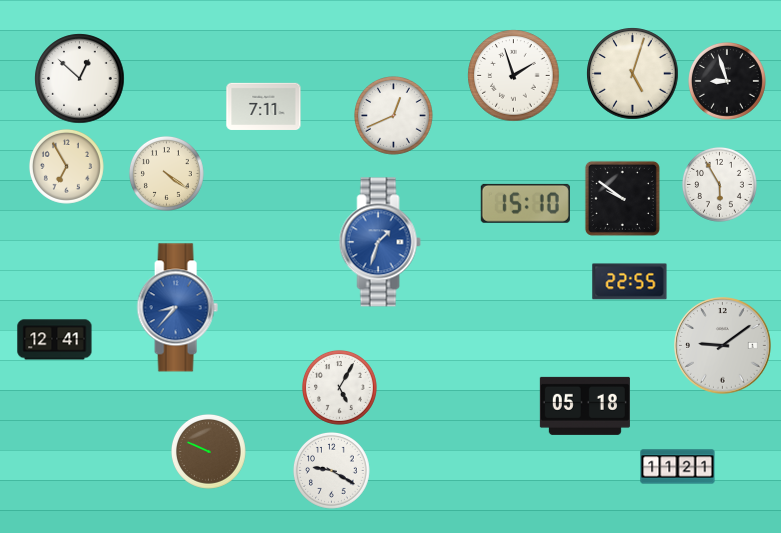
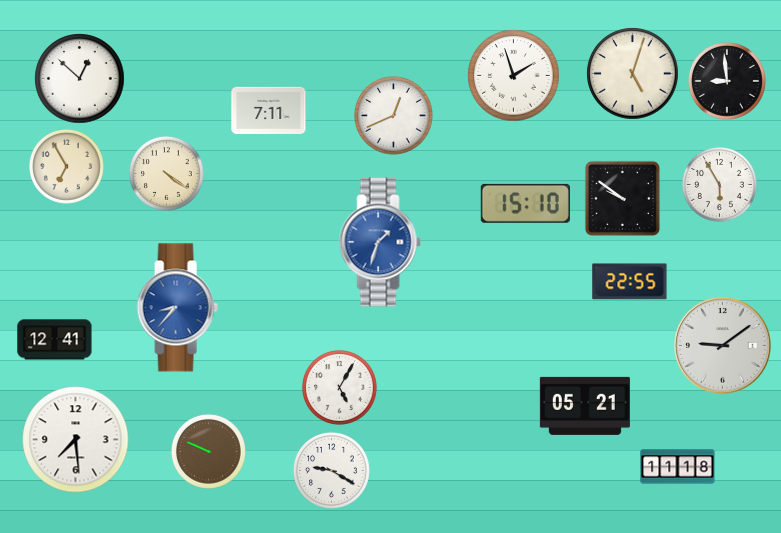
clock at (728, 82): 8:57 -> 8:59
clock at (264, 106) position: (264, 106) -> (269, 110)
clock at (585, 406): 05:18 -> 05:21
clock at (76, 440): none -> 7:29
clock at (678, 467): 11:21 -> 11:18
